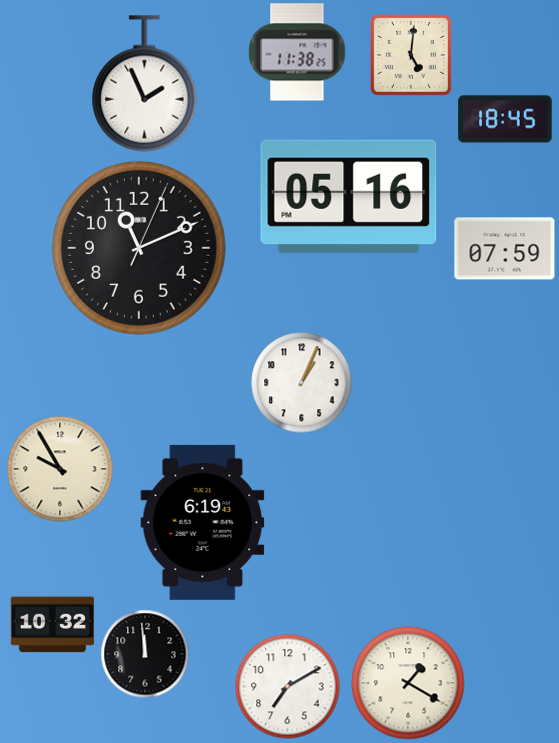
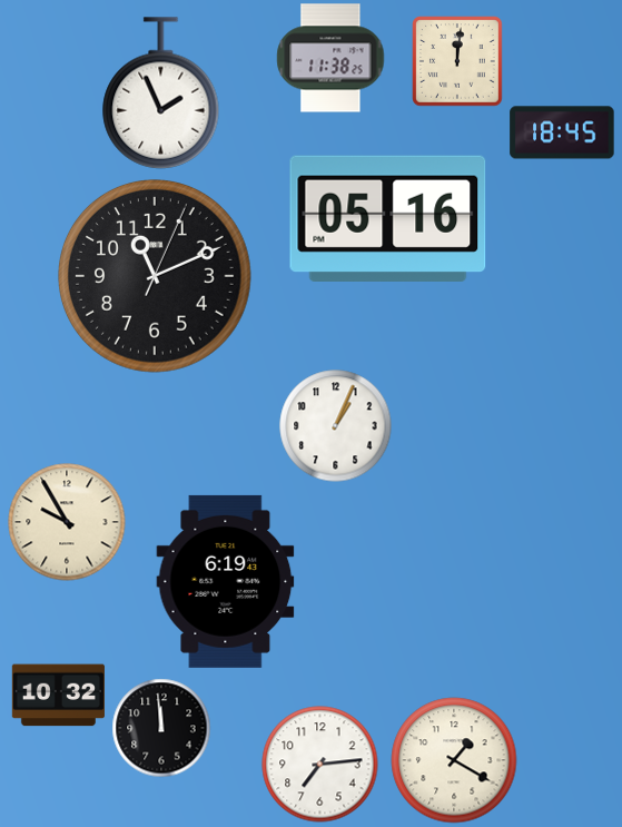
clock at (411, 55): 5:01 -> 12:01
clock at (505, 249): 07:59 -> none
clock at (288, 687): 7:10 -> 7:14
